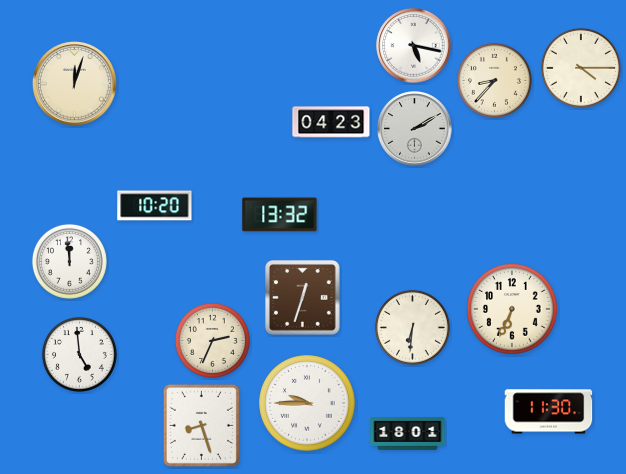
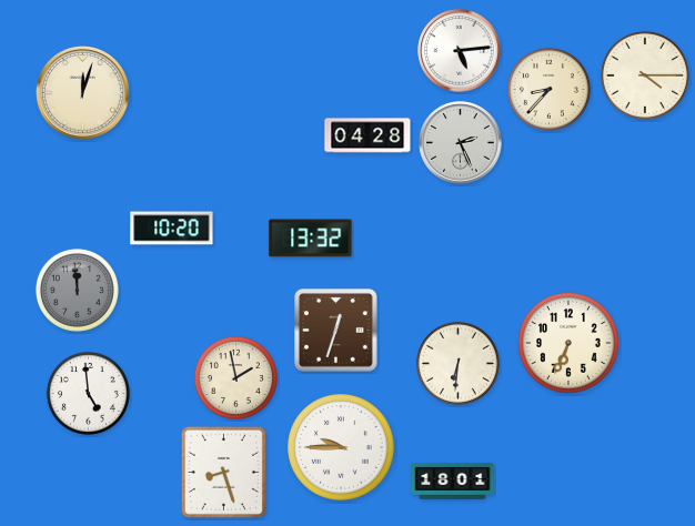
clock at (414, 46): 5:17 -> 5:14
clock at (331, 122): 04:23 -> 04:28
clock at (415, 129): 2:10 -> 2:26
clock at (69, 261) dial: white -> grey
clock at (212, 340): 2:34 -> 1:58
clock at (549, 412): 11:30 -> none
